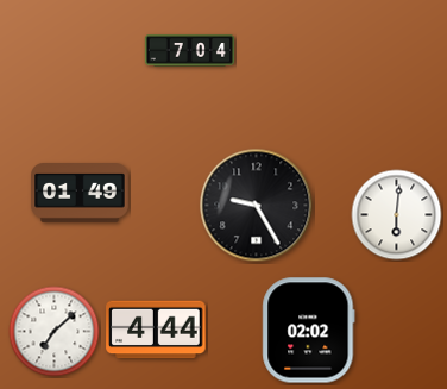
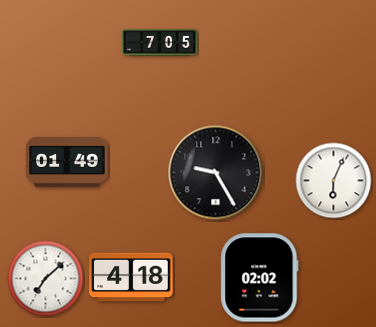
clock at (190, 51): 7:04 -> 7:05
clock at (397, 215): 6:01 -> 6:04
clock at (156, 330): 4:44 -> 4:18
